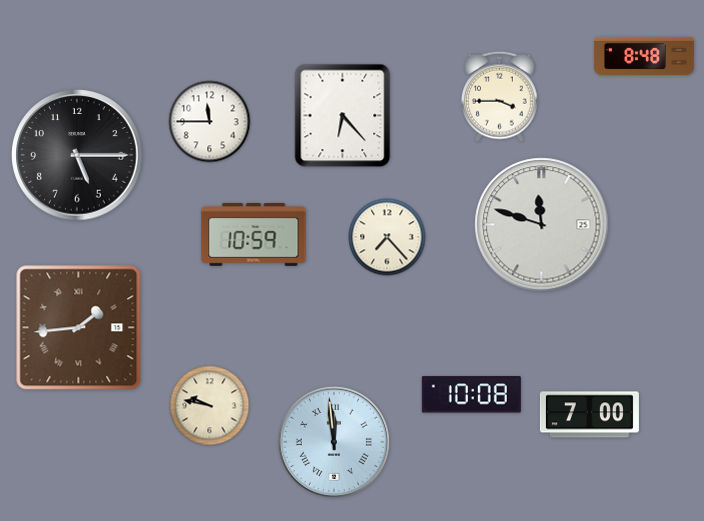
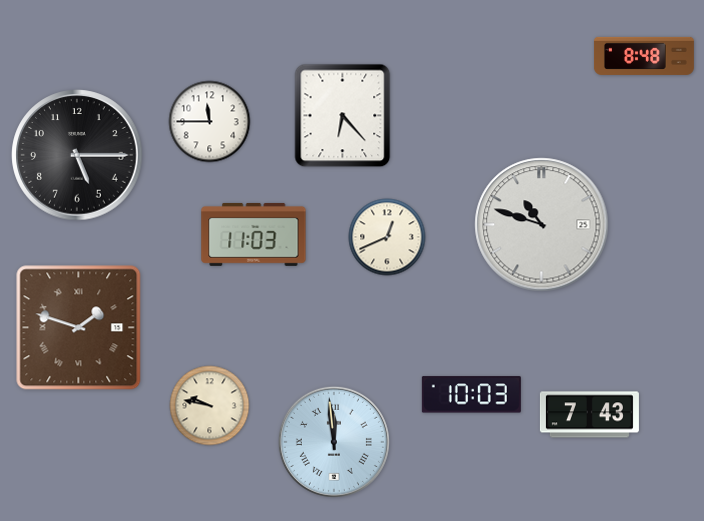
clock at (500, 96): 3:45 -> none
clock at (542, 225): 11:48 -> 10:48
clock at (254, 234): 10:59 -> 11:03
clock at (387, 237): 7:23 -> 12:41
clock at (79, 328): 1:44 -> 1:48
clock at (471, 395): 10:08 -> 10:03
clock at (589, 415): 7:00 -> 7:43
